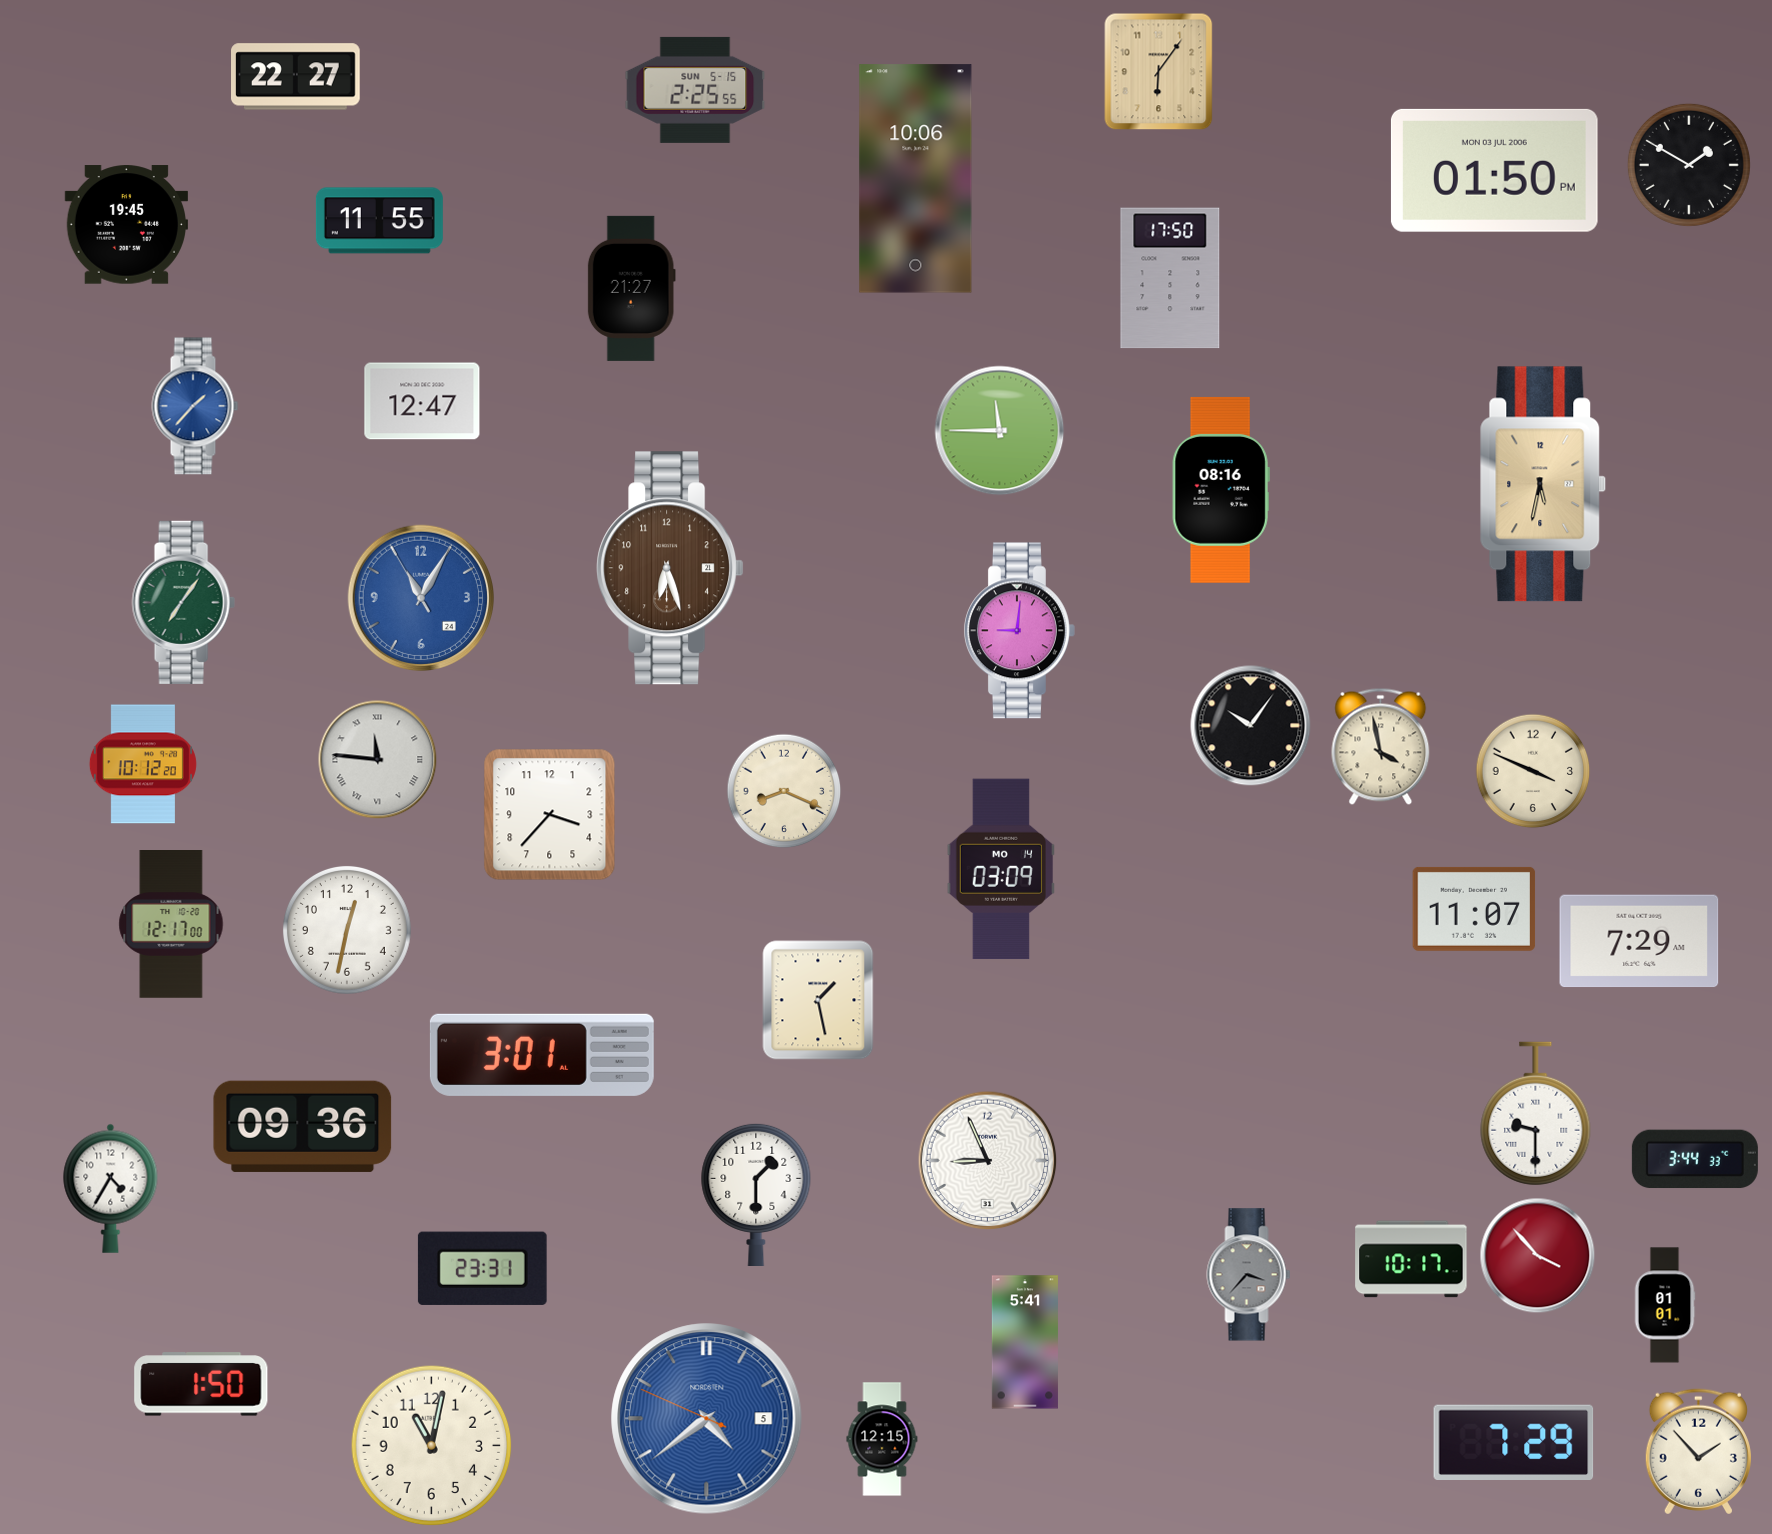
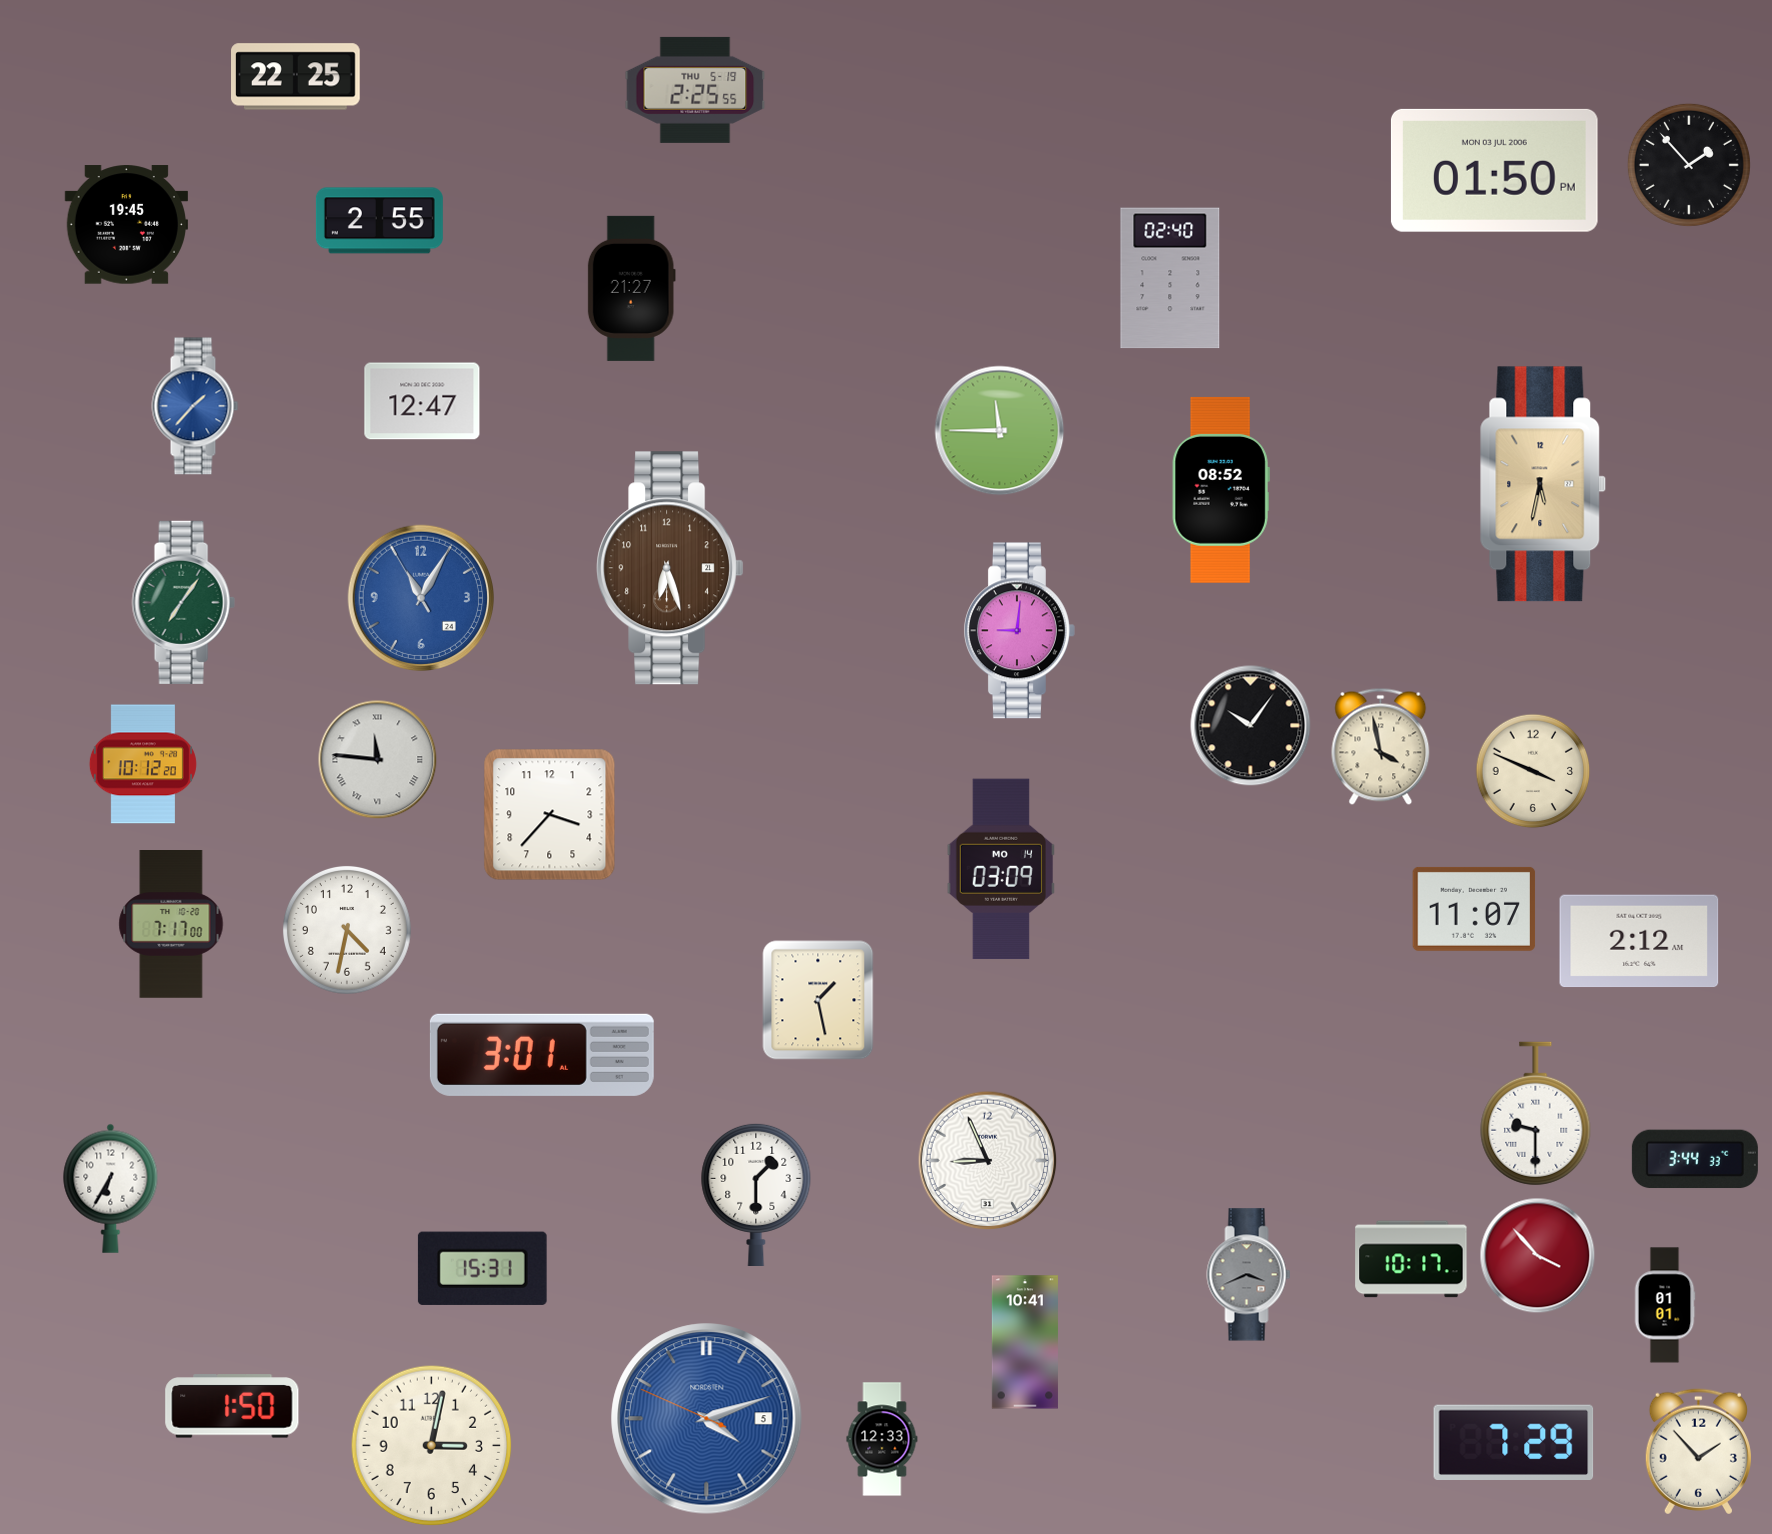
clock at (1159, 72): 6:06 -> none
clock at (296, 77): 22:27 -> 22:25
clock at (695, 90) date: SUN 5-15 -> THU 5-19
clock at (1689, 165): 1:50 -> 1:53
clock at (916, 179): 10:06 -> none
clock at (379, 221): 11:55 -> 2:55
clock at (1170, 278): 17:50 -> 02:40
clock at (1221, 490): 08:16 -> 08:52
clock at (784, 791): 8:19 -> none
clock at (171, 925): 12:17 -> 7:17
clock at (347, 930): 12:32 -> 4:32
clock at (1639, 941): 7:29 -> 2:12
clock at (303, 1126): 09:36 -> none
clock at (111, 1188): 4:35 -> 6:35
clock at (482, 1268): 23:31 -> 15:31
clock at (1249, 1275): 3:37 -> 3:41
clock at (1025, 1342): 5:41 -> 10:41
clock at (201, 1384) position: (201, 1384) -> (232, 1406)
clock at (707, 1419): 4:38 -> 4:11
clock at (882, 1439): 12:15 -> 12:33
clock at (432, 1446): 11:02 -> 3:02
